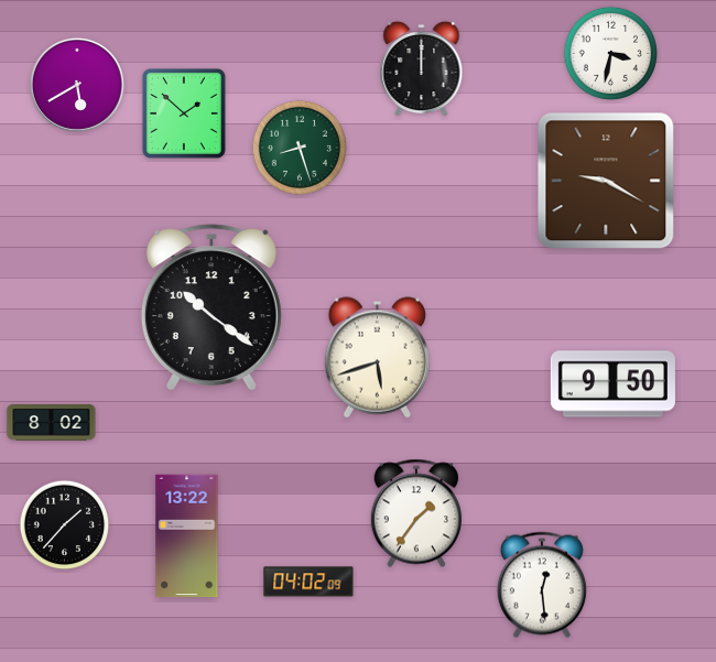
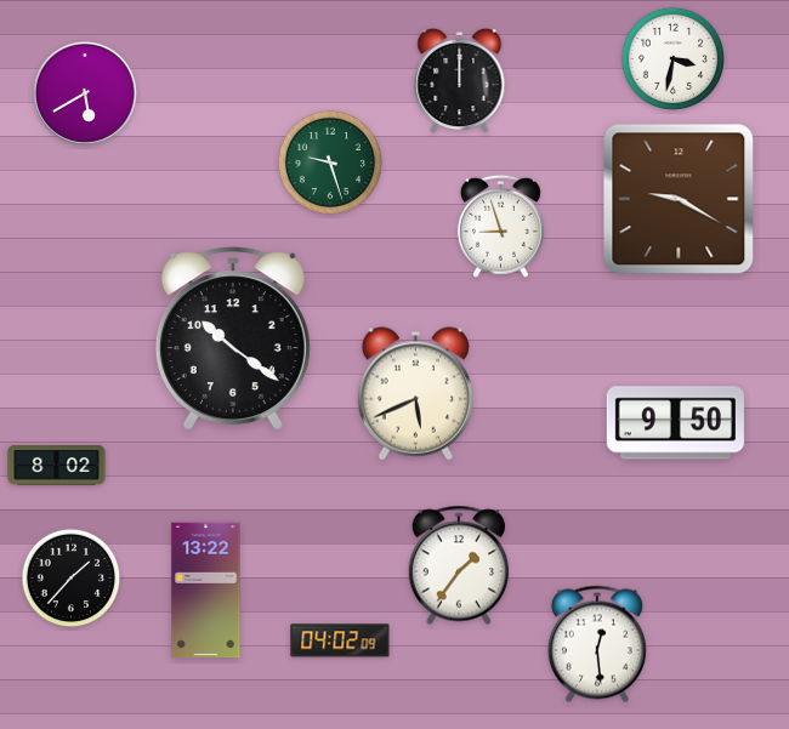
clock at (422, 69) position: (422, 69) -> (460, 81)
clock at (184, 113): 1:52 -> none
clock at (300, 148): 8:27 -> 9:27
clock at (606, 181) position: (606, 181) -> (679, 199)
clock at (500, 226): none -> 8:57
clock at (377, 358): 5:42 -> 5:41
